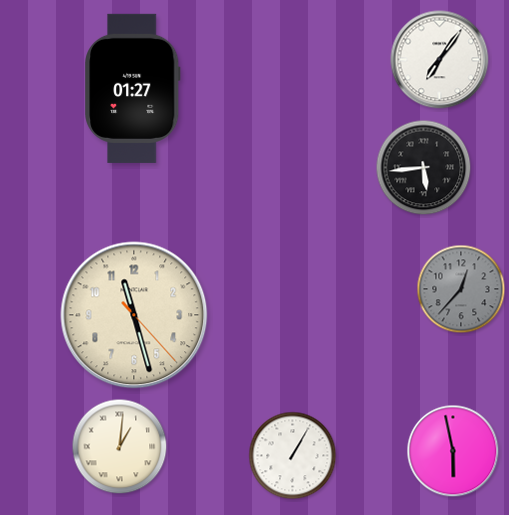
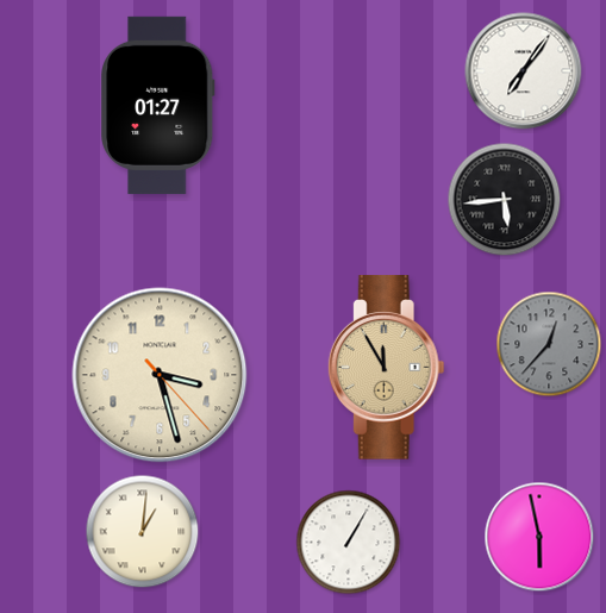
clock at (386, 368): none -> 11:55
clock at (134, 315): 11:27 -> 3:27
